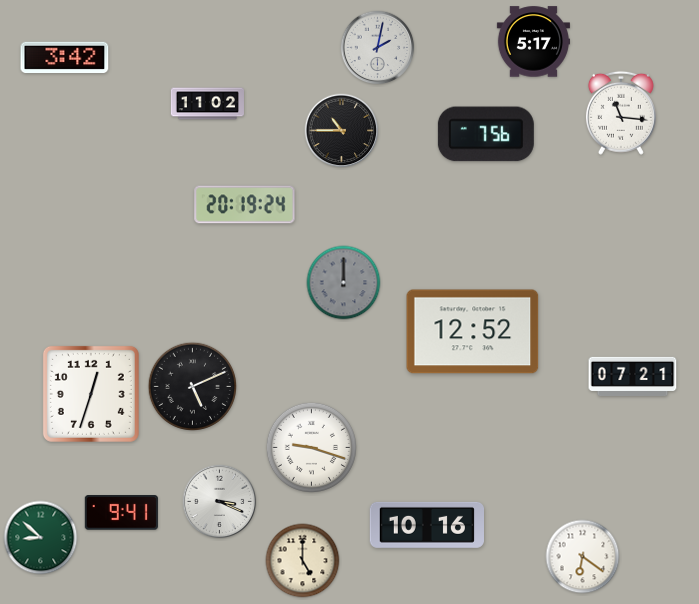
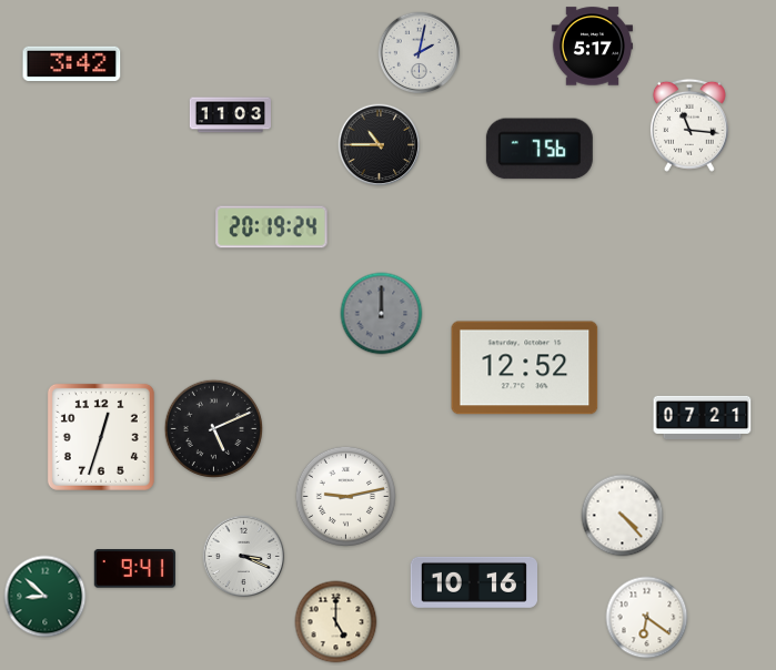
clock at (207, 104): 11:02 -> 11:03
clock at (311, 447): 9:18 -> 9:13
clock at (623, 516): none -> 4:23
